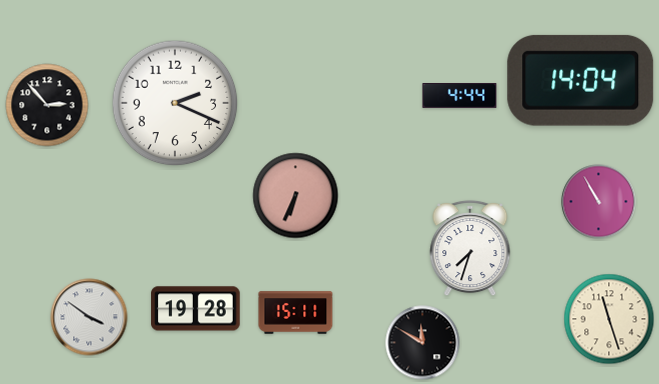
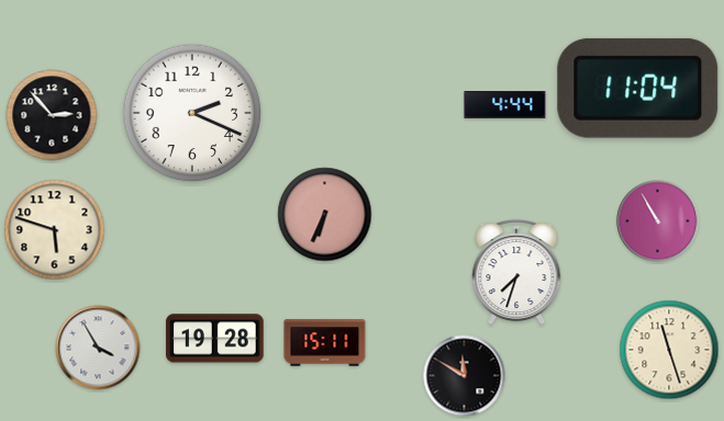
clock at (581, 80): 14:04 -> 11:04
clock at (55, 230): none -> 5:48
clock at (89, 317): 3:51 -> 3:55
